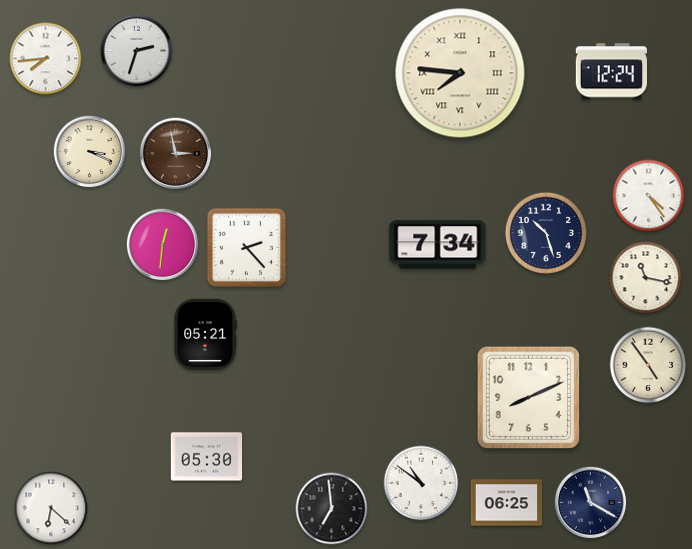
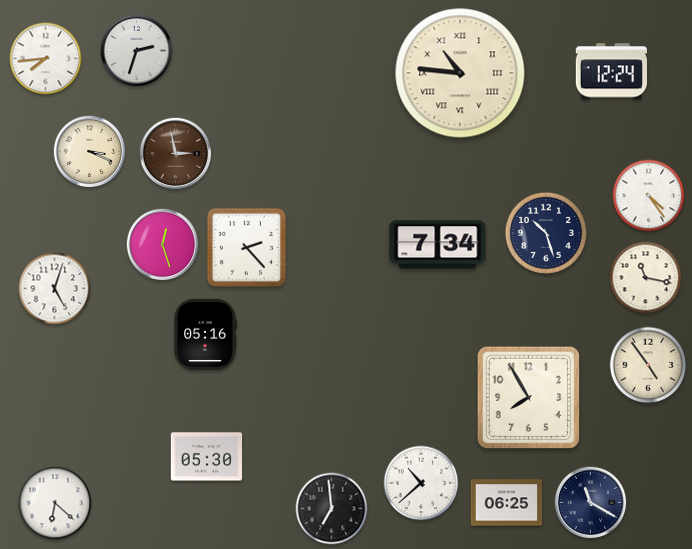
clock at (460, 73): 7:46 -> 10:46
clock at (163, 245): 12:31 -> 12:27
clock at (55, 289): none -> 5:03
clock at (205, 335): 05:21 -> 05:16
clock at (528, 397): 8:11 -> 7:55
clock at (421, 483): 10:51 -> 10:38
clock at (51, 508) position: (51, 508) -> (55, 503)
